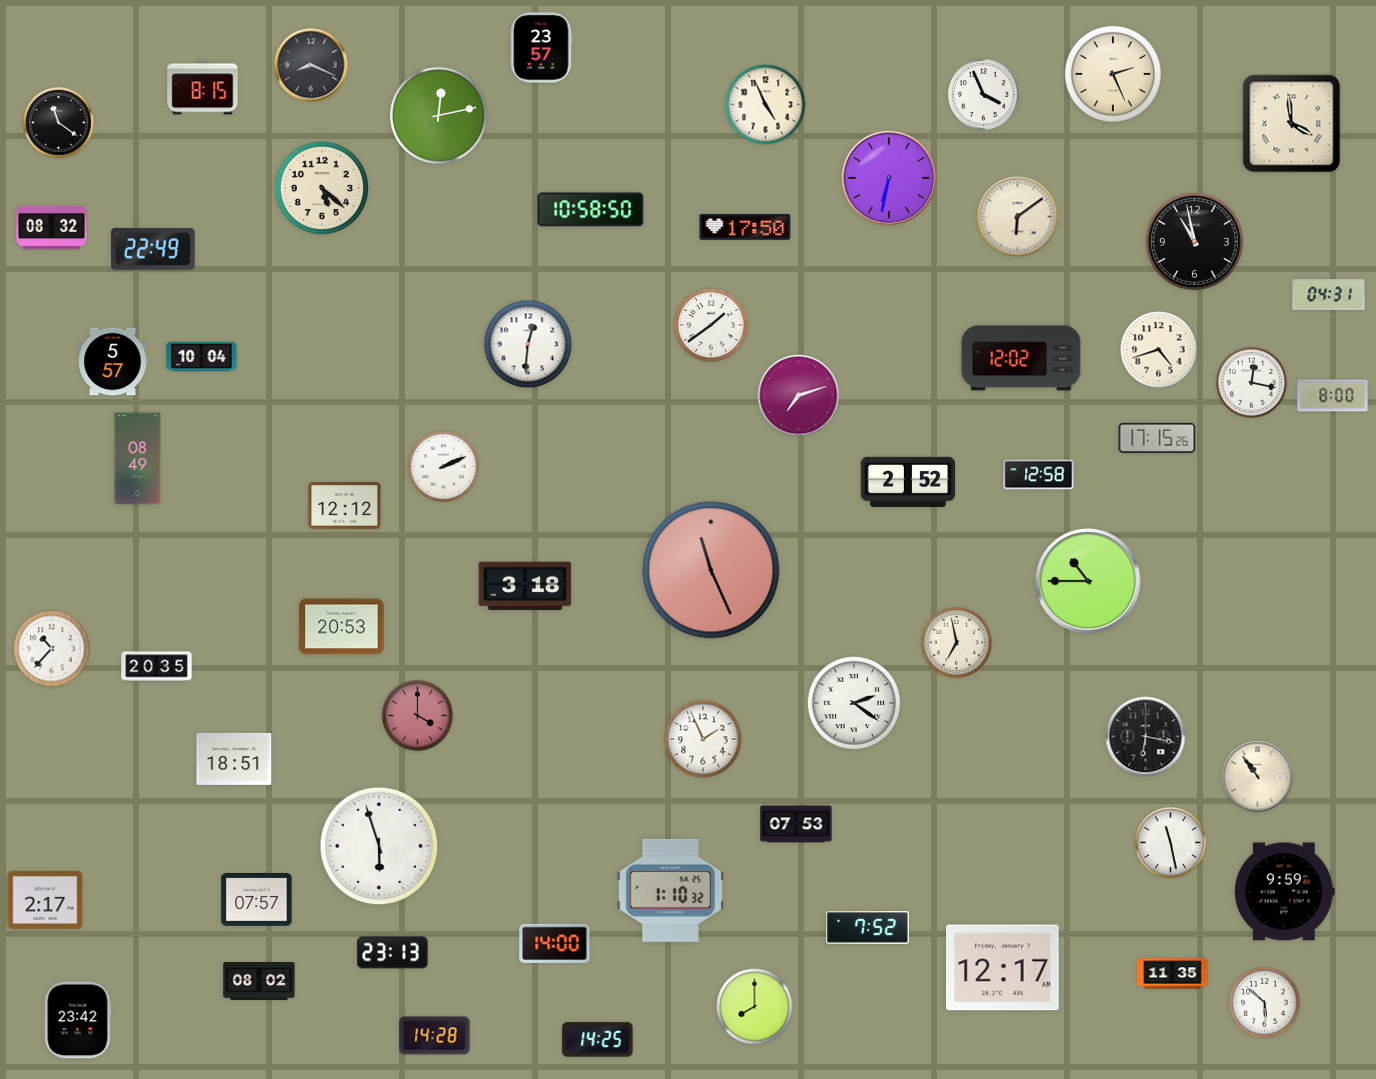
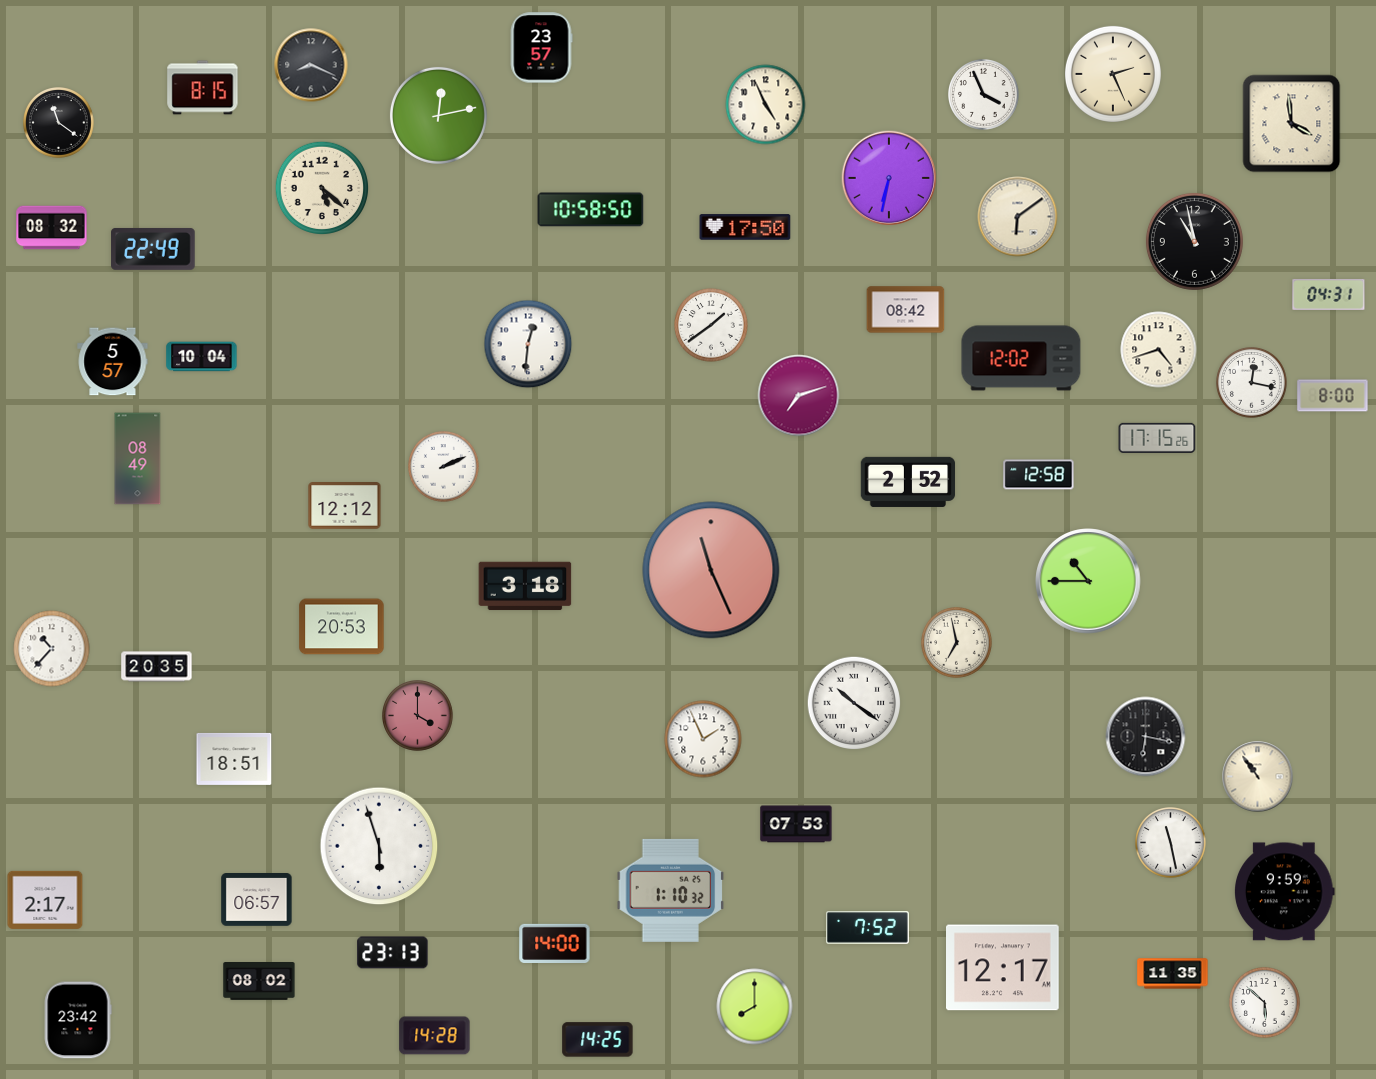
clock at (906, 310): none -> 08:42
clock at (854, 703): 2:21 -> 10:21
clock at (257, 900): 07:57 -> 06:57
